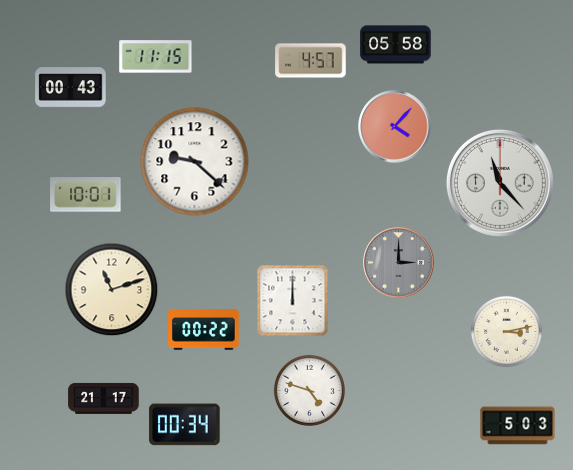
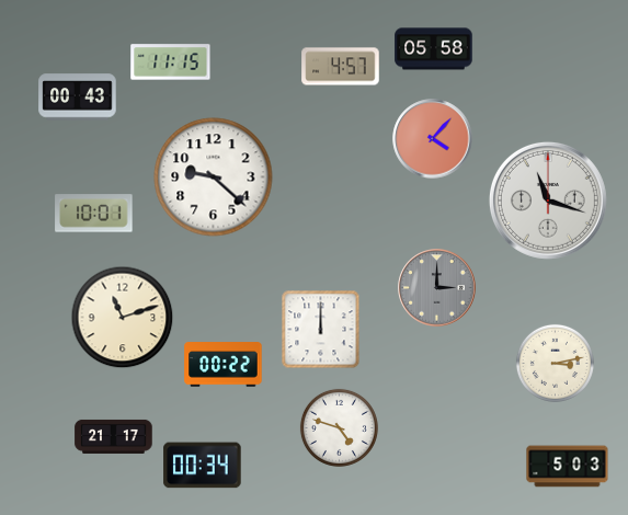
clock at (500, 183): 11:23 -> 11:18
clock at (204, 330) position: (204, 330) -> (224, 365)
